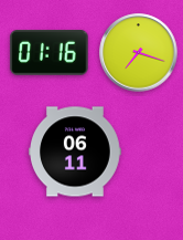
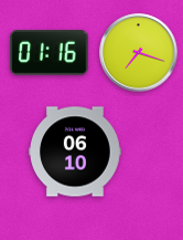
clock at (76, 152): 06:11 -> 06:10
